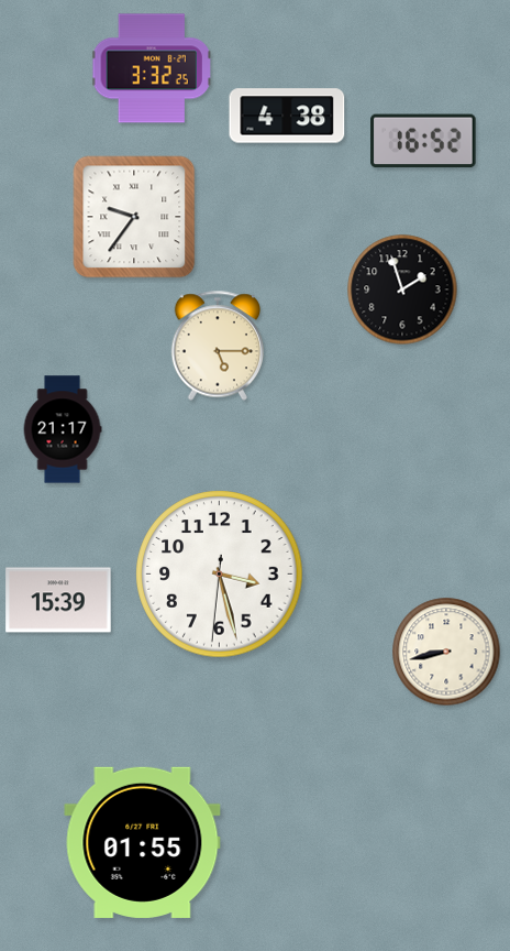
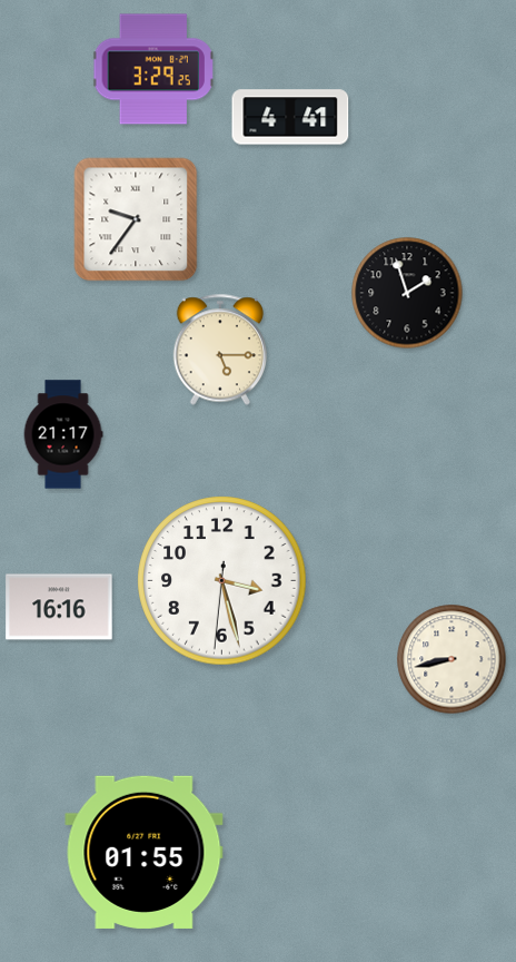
clock at (152, 68): 3:32 -> 3:29
clock at (287, 116): 4:38 -> 4:41
clock at (423, 141): 16:52 -> none
clock at (58, 600): 15:39 -> 16:16
